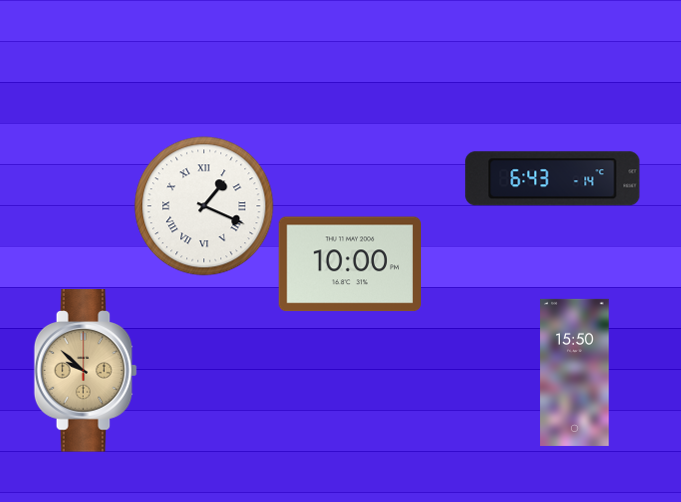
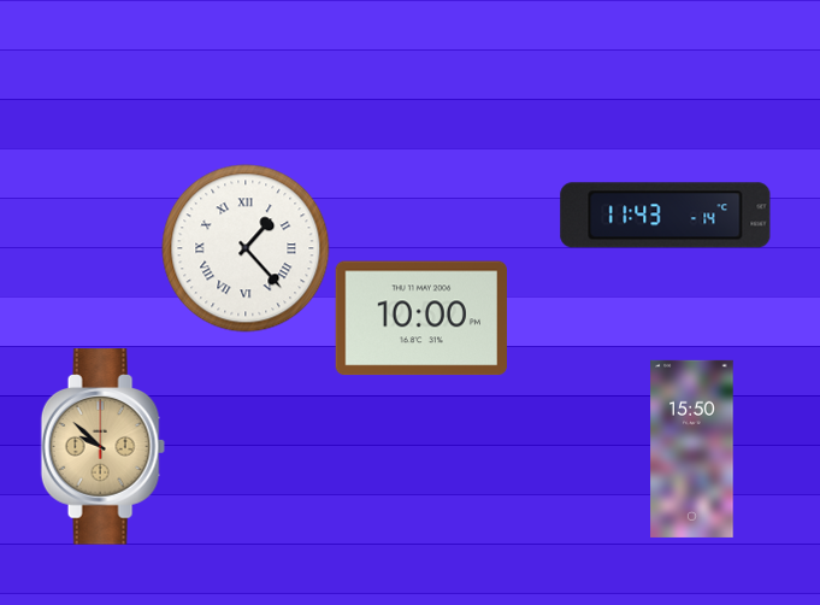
clock at (553, 179): 6:43 -> 11:43
clock at (204, 206): 1:19 -> 1:23
